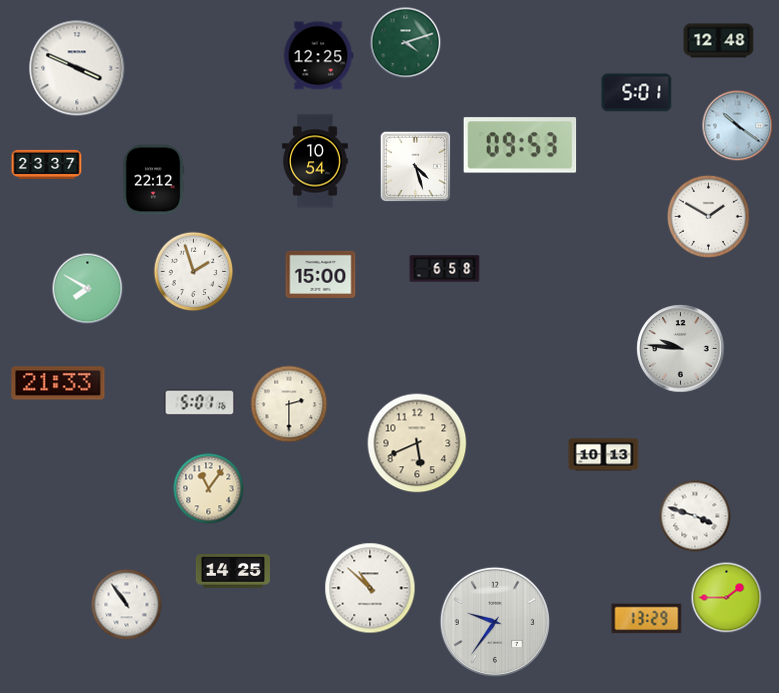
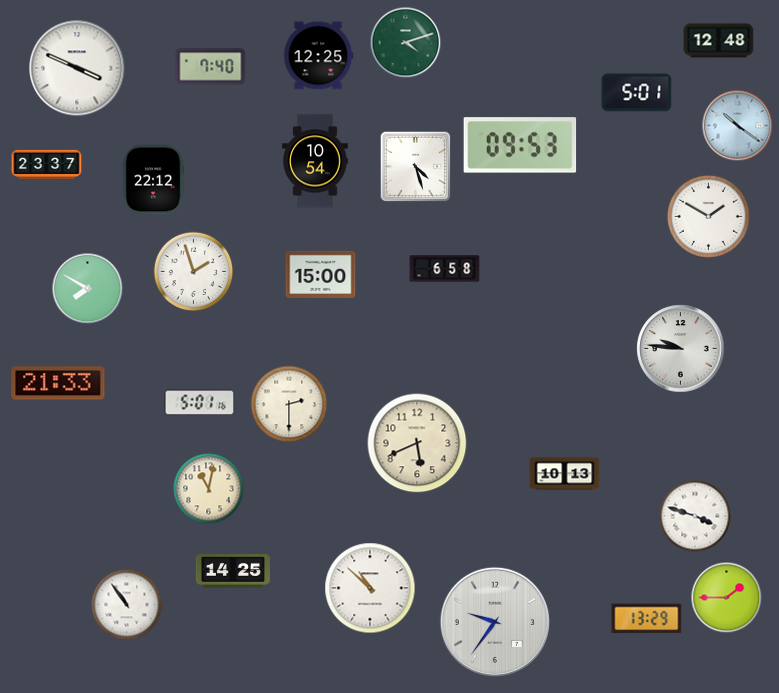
clock at (211, 67): none -> 7:40
clock at (604, 455) position: (604, 455) -> (565, 474)
clock at (209, 489): 11:06 -> 11:02
